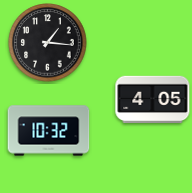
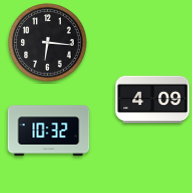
clock at (48, 43): 1:16 -> 6:16
clock at (153, 99): 4:05 -> 4:09
